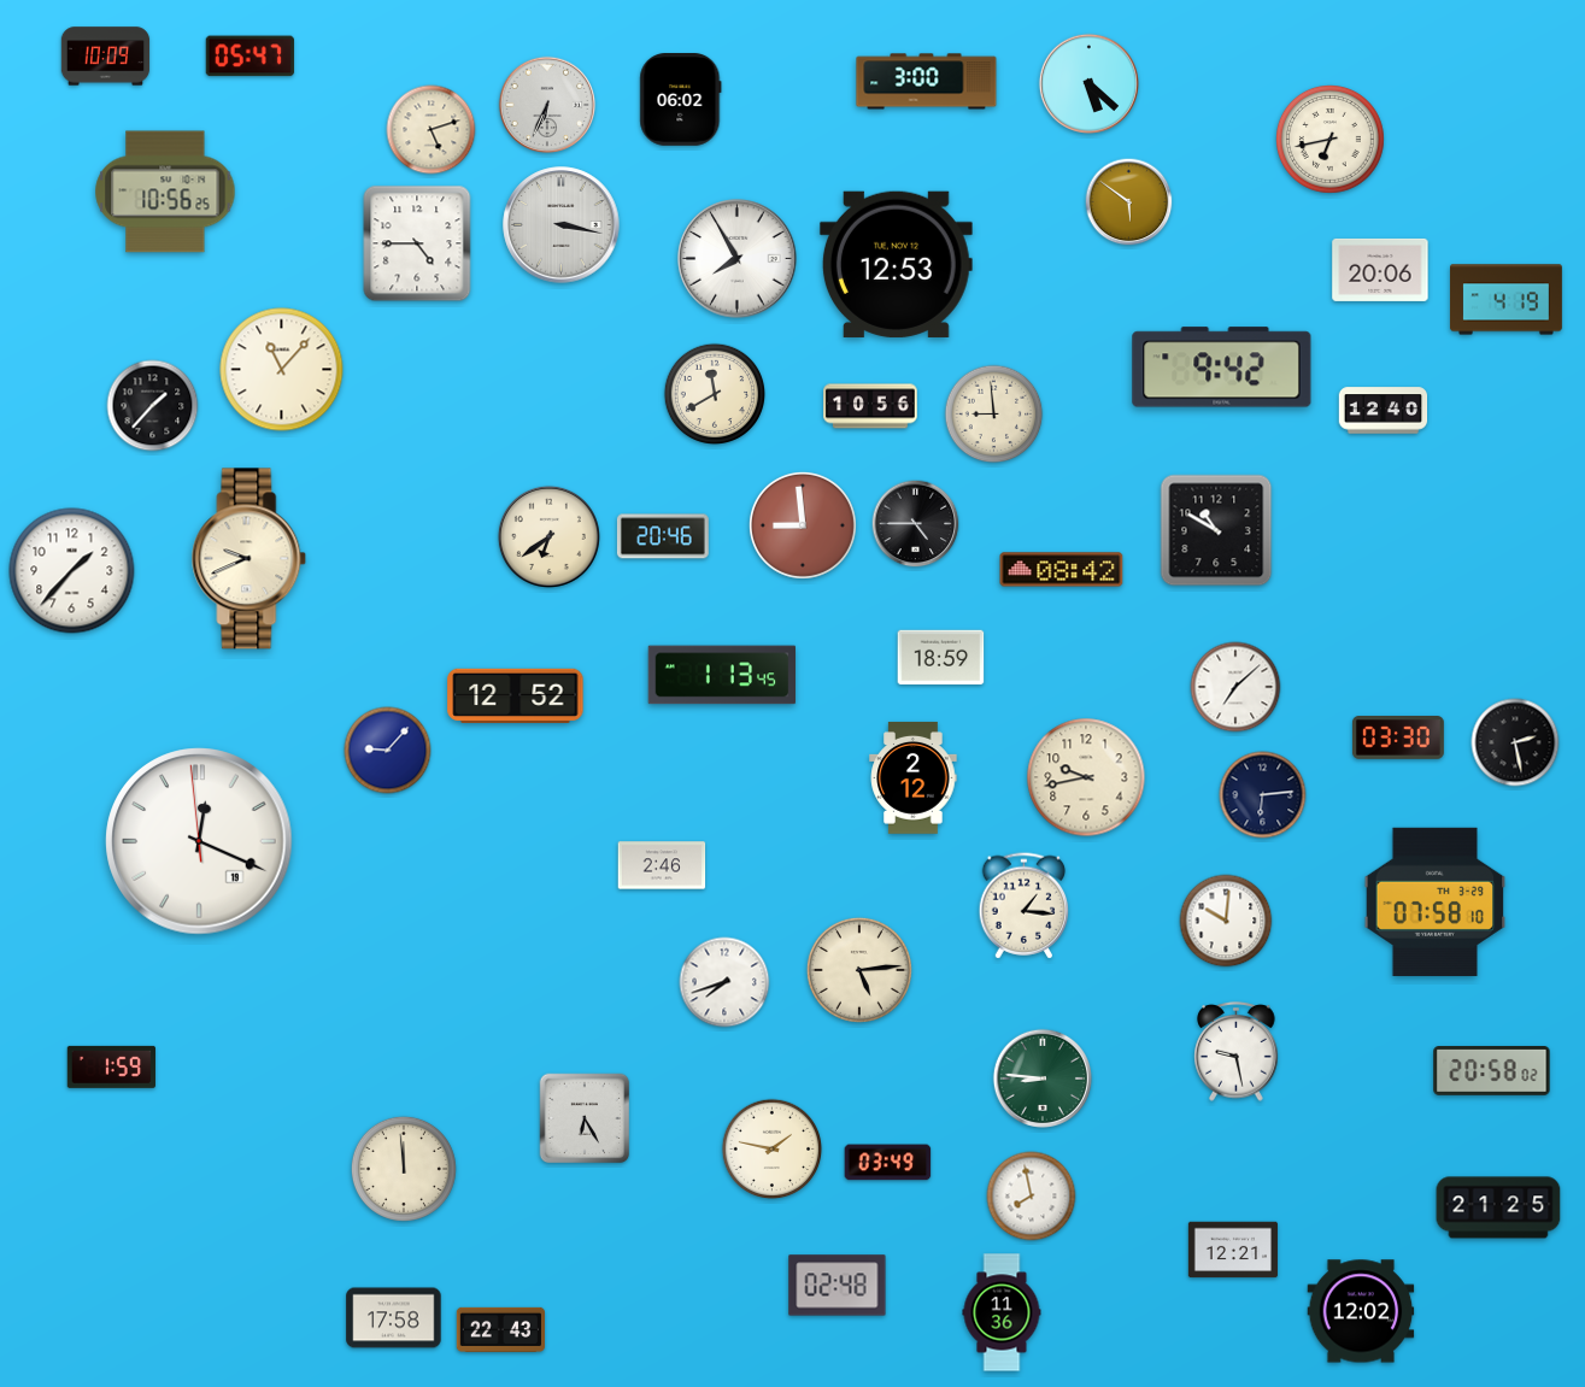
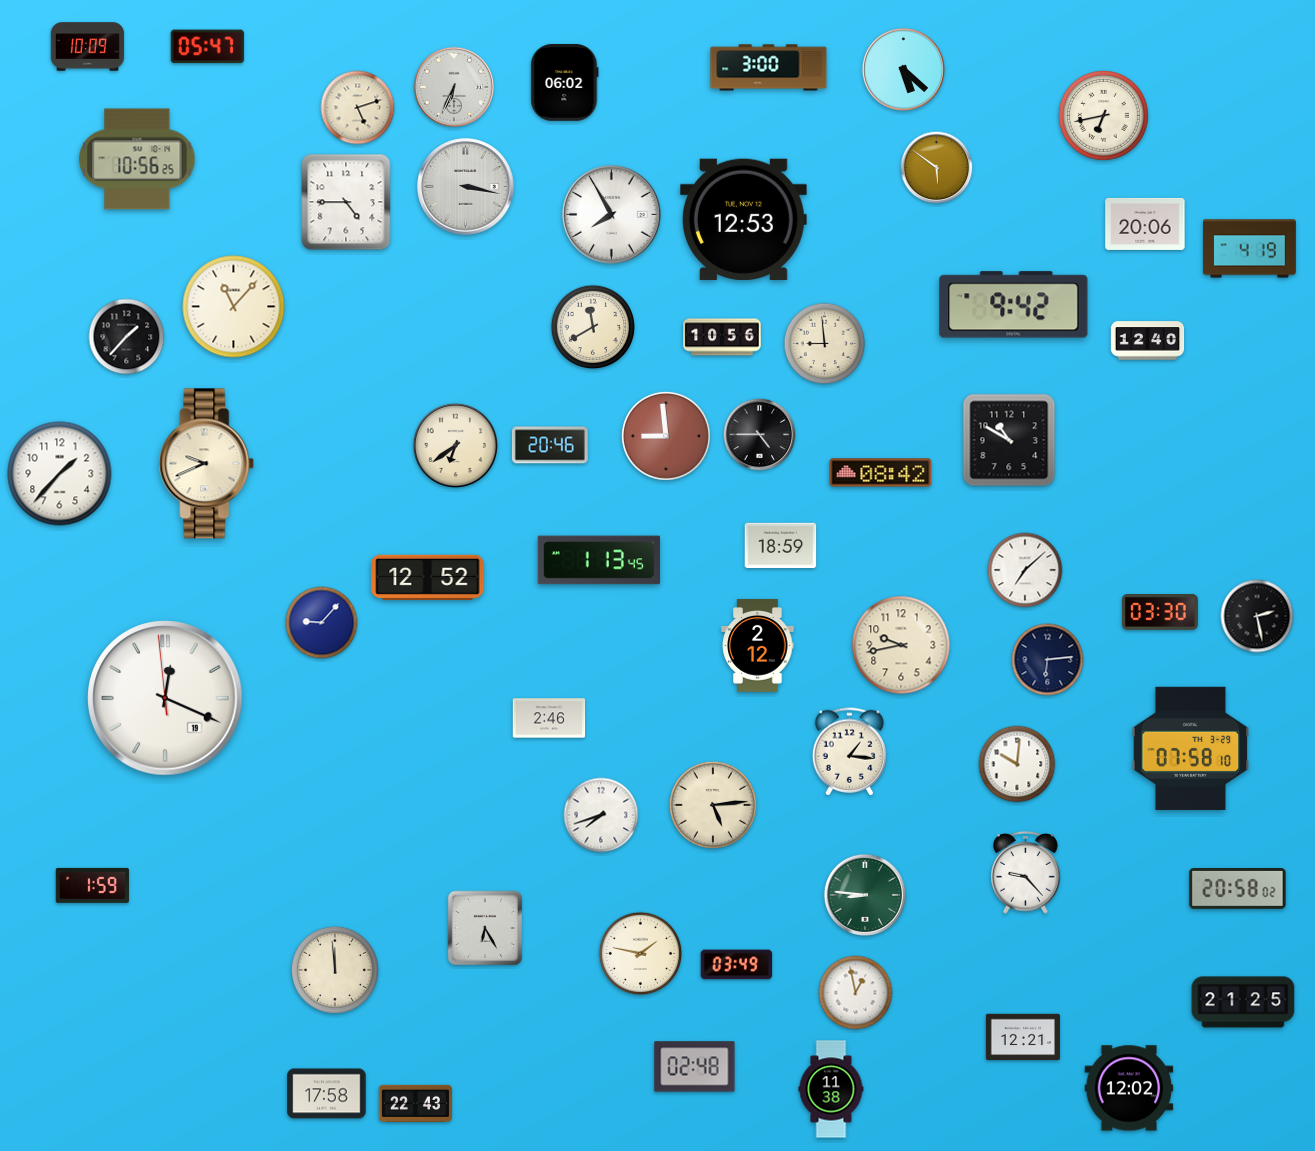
clock at (1237, 1052): 9:28 -> 9:23
clock at (1032, 1197): 7:58 -> 12:58
clock at (1002, 1312): 11:36 -> 11:38
